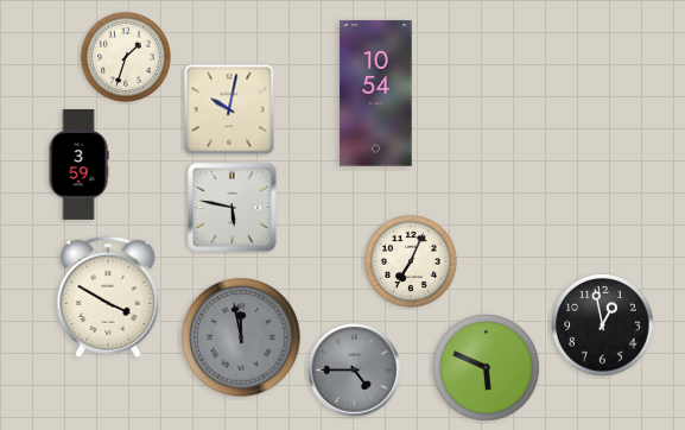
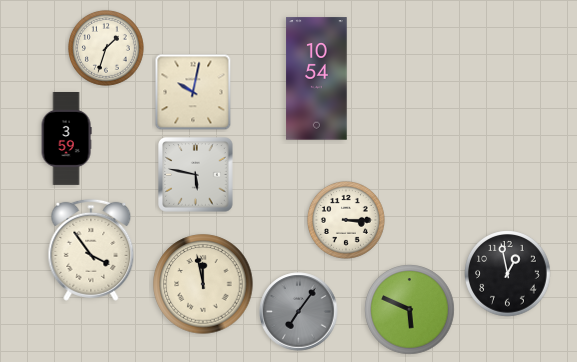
clock at (411, 261): 7:04 -> 3:15
clock at (108, 297): 3:50 -> 3:54
clock at (241, 337) dial: grey -> cream
clock at (355, 371): 4:45 -> 7:06
